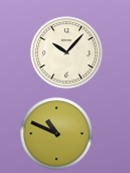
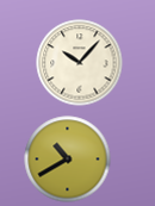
clock at (57, 134): 10:49 -> 10:40
